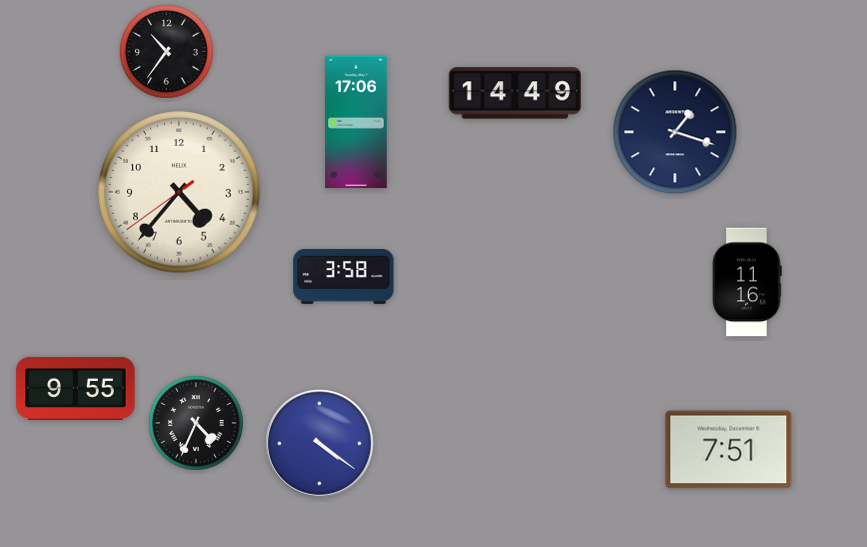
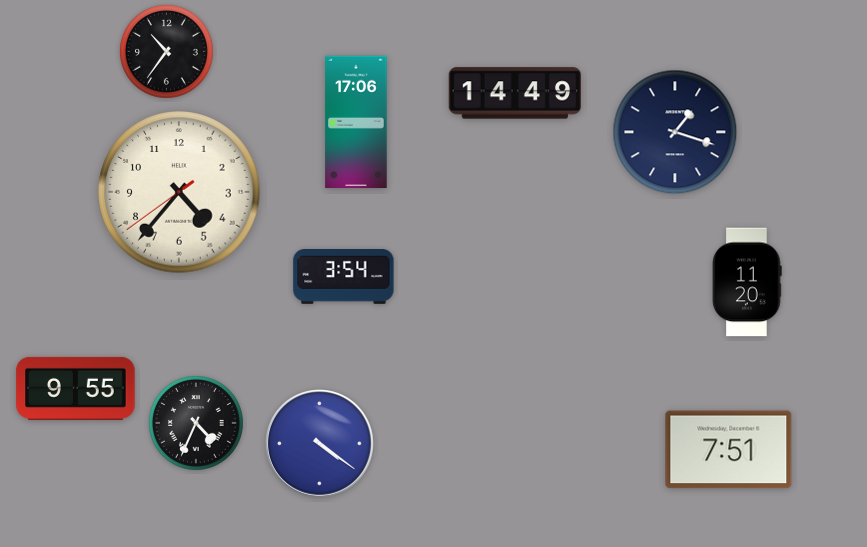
clock at (344, 277): 3:58 -> 3:54
clock at (747, 282): 11:16 -> 11:20
